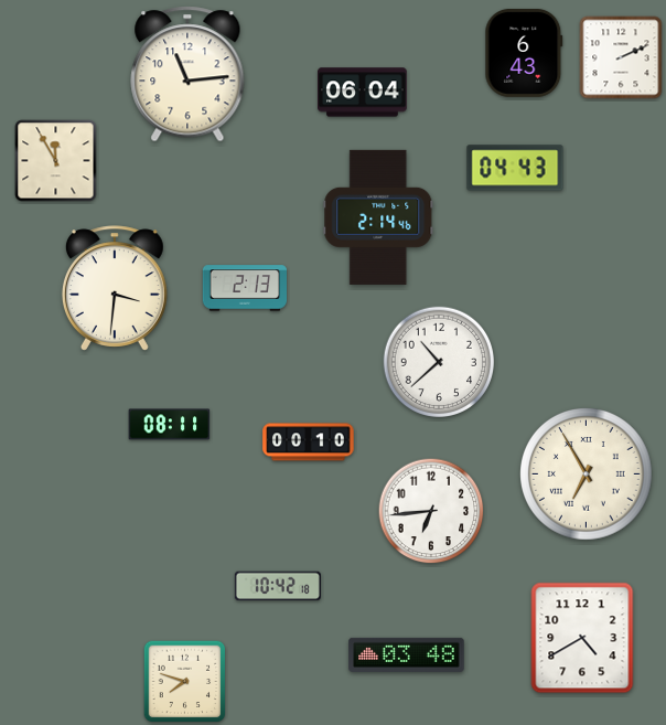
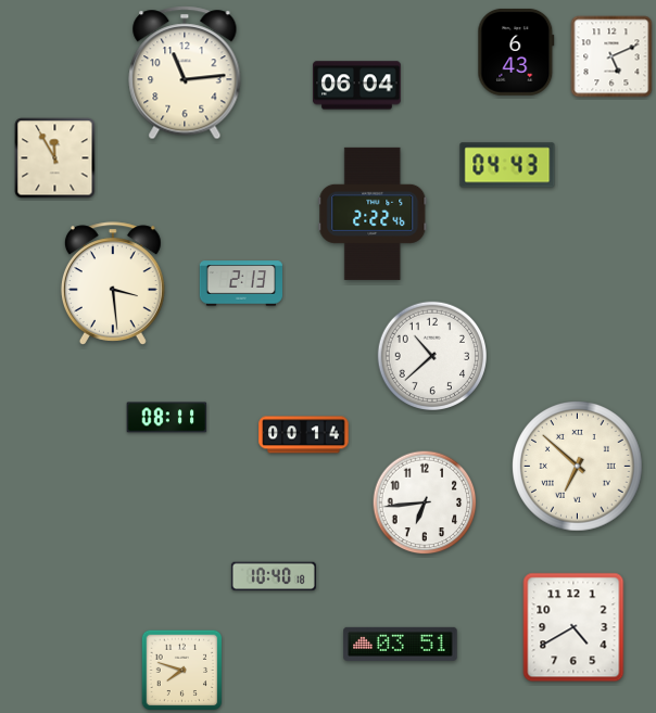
clock at (621, 57): 2:11 -> 5:11
clock at (363, 93) position: (363, 93) -> (357, 86)
clock at (378, 217): 2:14 -> 2:22
clock at (115, 288): 3:31 -> 3:29
clock at (309, 443): 00:10 -> 00:14
clock at (587, 475): 6:55 -> 6:52
clock at (278, 586): 10:42 -> 10:40
clock at (407, 654): 03:48 -> 03:51
